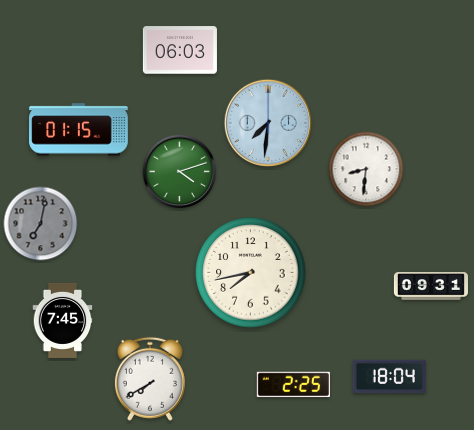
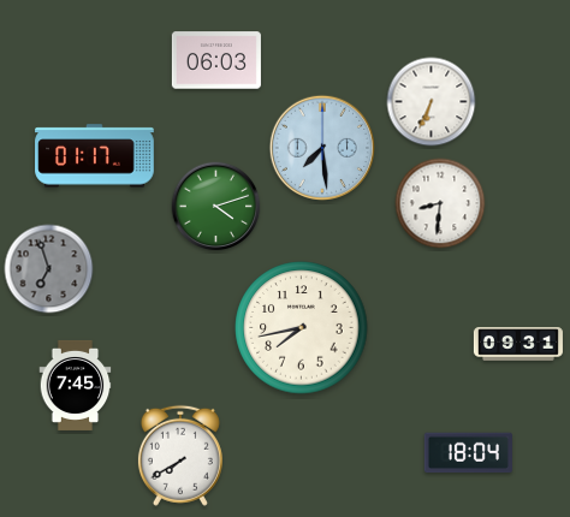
clock at (432, 102): none -> 6:34
clock at (268, 123): 7:31 -> 7:29
clock at (79, 130): 01:15 -> 01:17
clock at (41, 224): 7:02 -> 6:57
clock at (293, 385): 2:25 -> none
